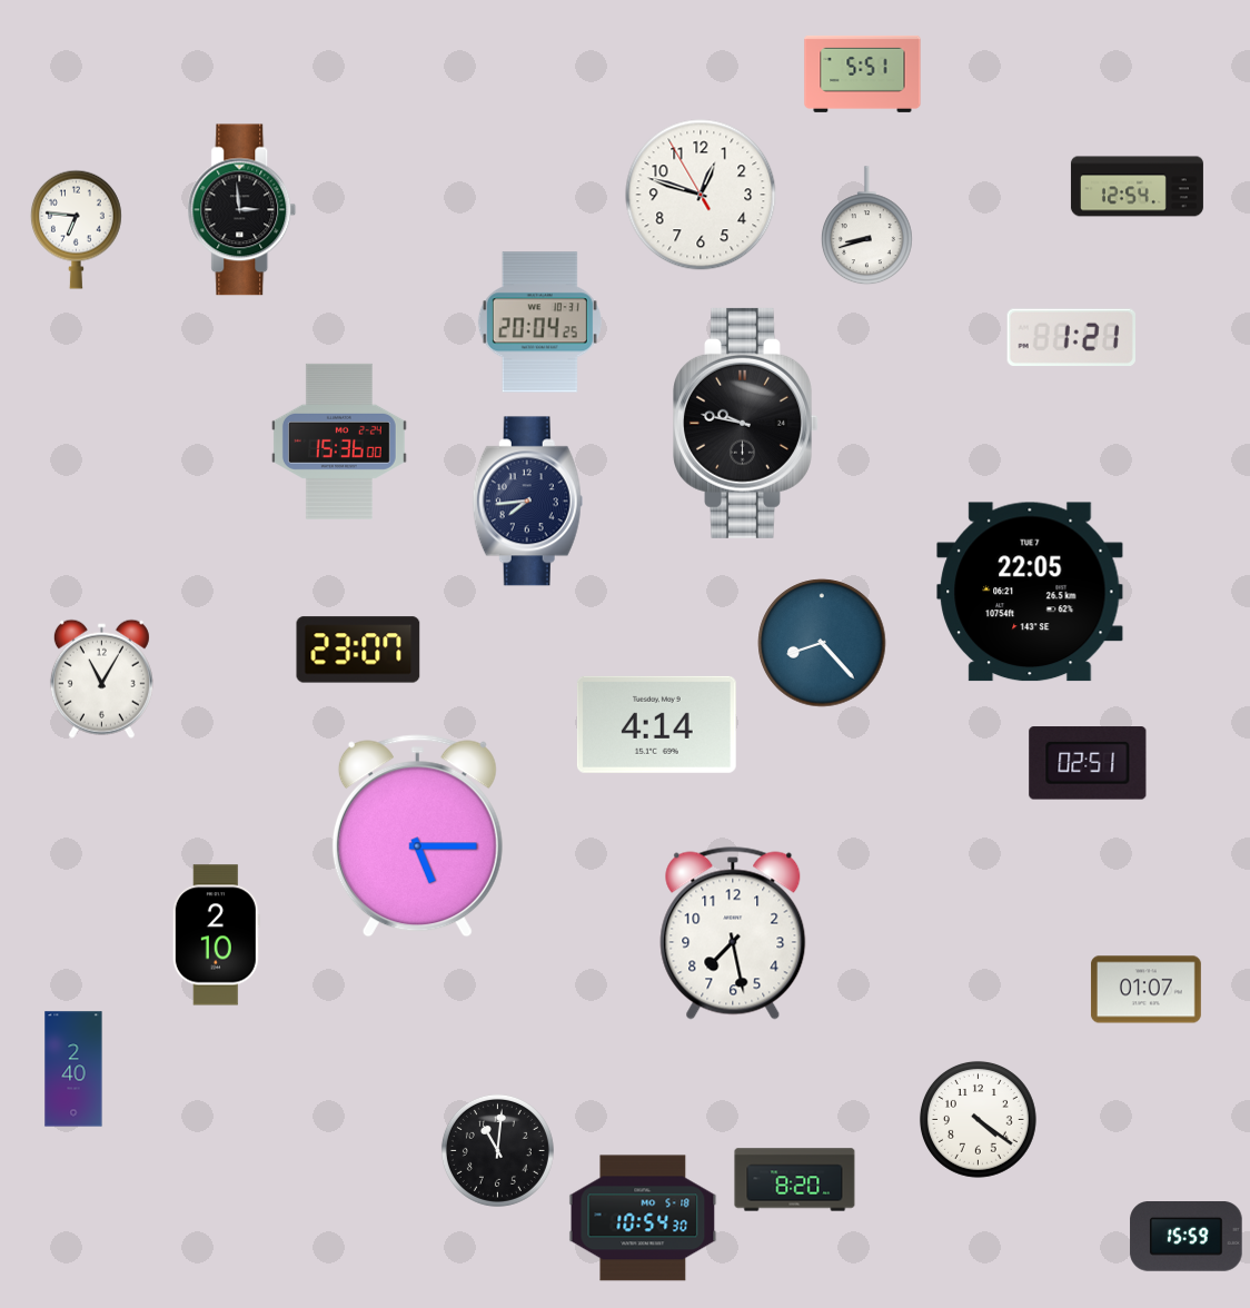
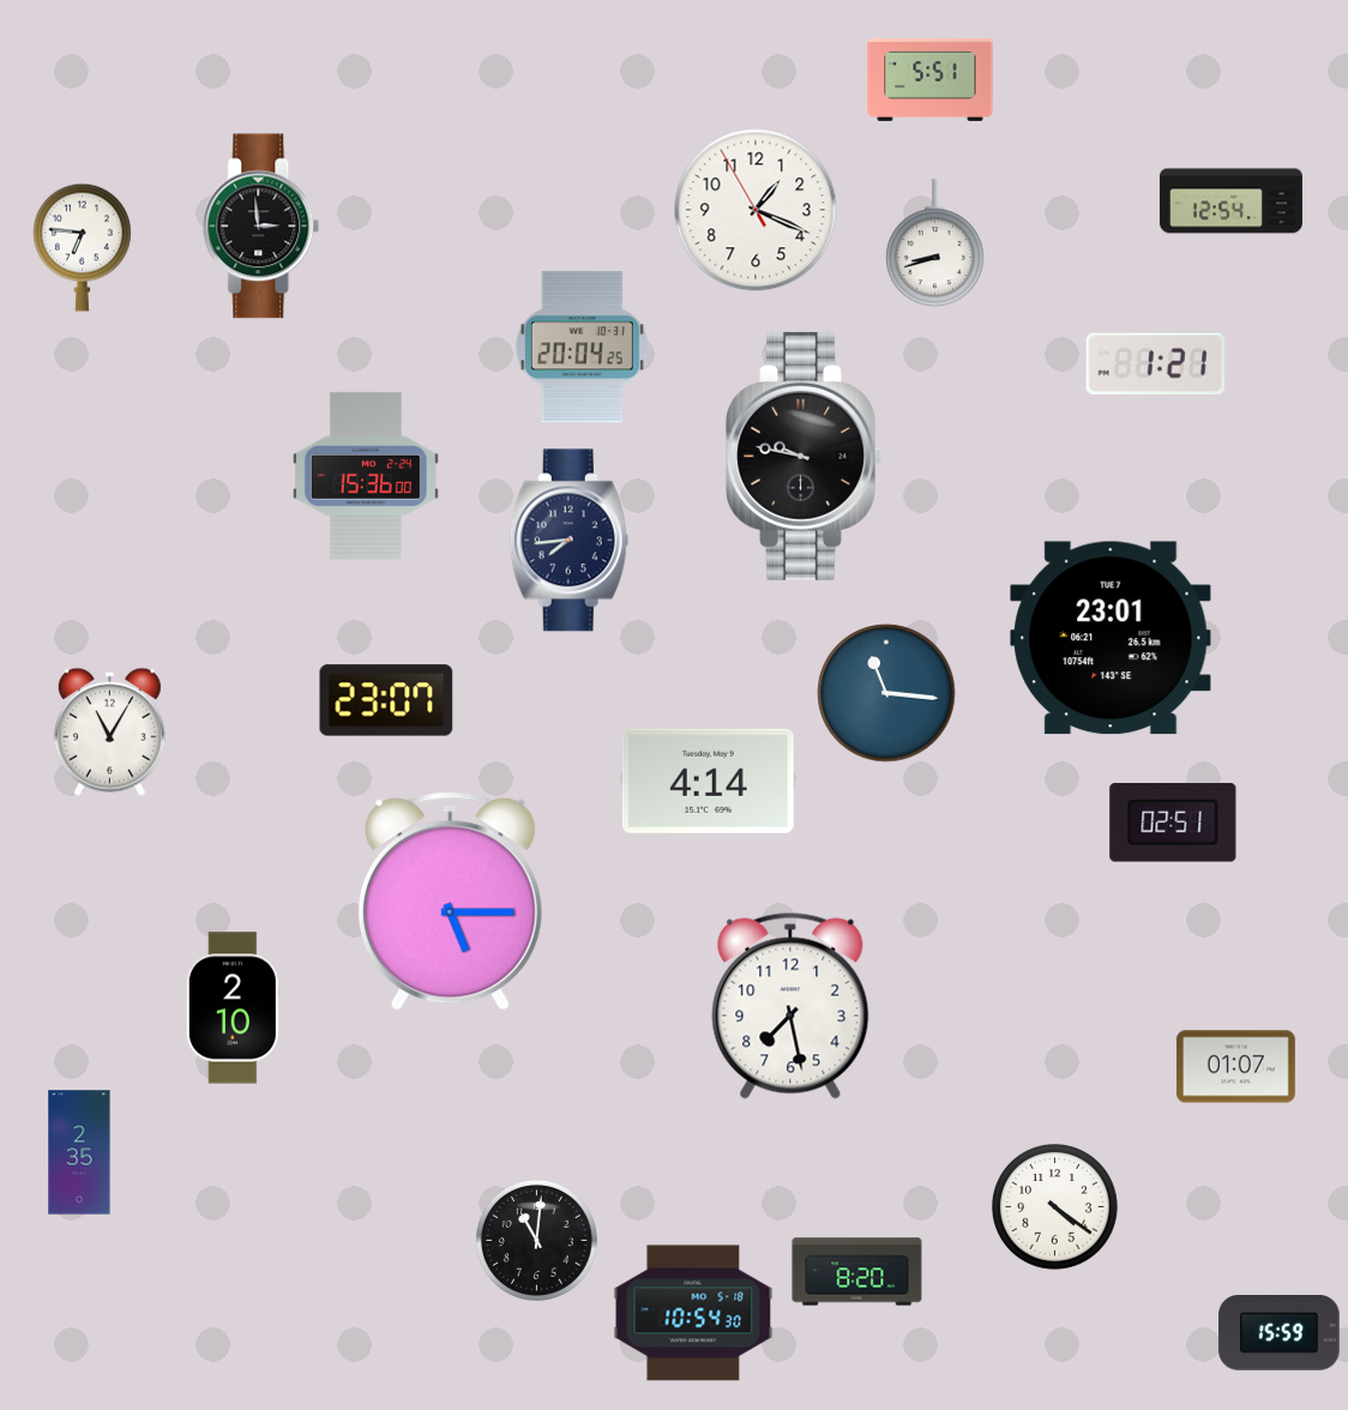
clock at (1137, 187) position: (1137, 187) -> (1230, 201)
clock at (701, 195): 12:47 -> 1:18
clock at (1030, 592): 22:05 -> 23:01
clock at (822, 643): 8:23 -> 11:16
clock at (73, 1069): 2:40 -> 2:35
